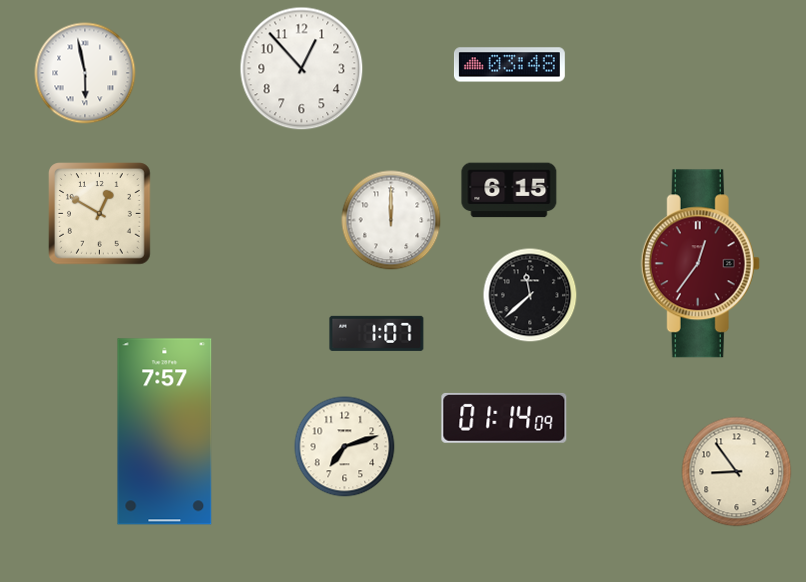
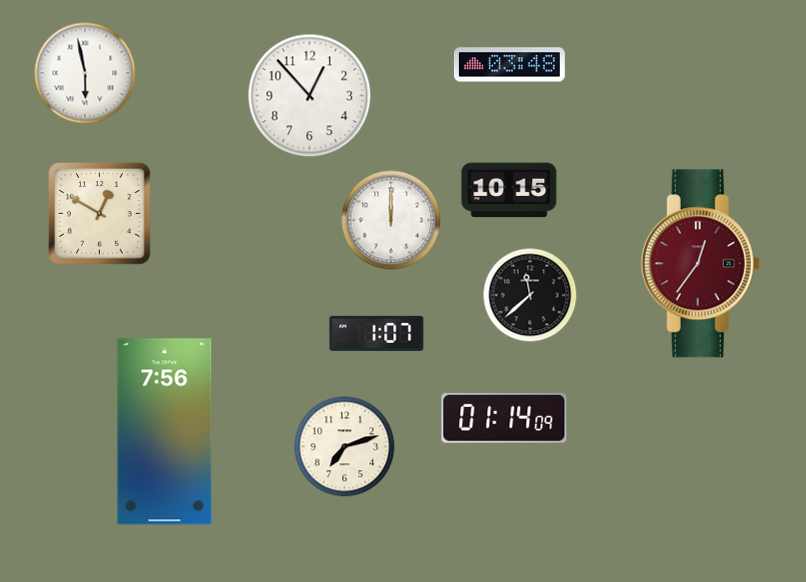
clock at (302, 69) position: (302, 69) -> (310, 96)
clock at (509, 190): 6:15 -> 10:15
clock at (165, 432): 7:57 -> 7:56
clock at (737, 472): 8:54 -> none
